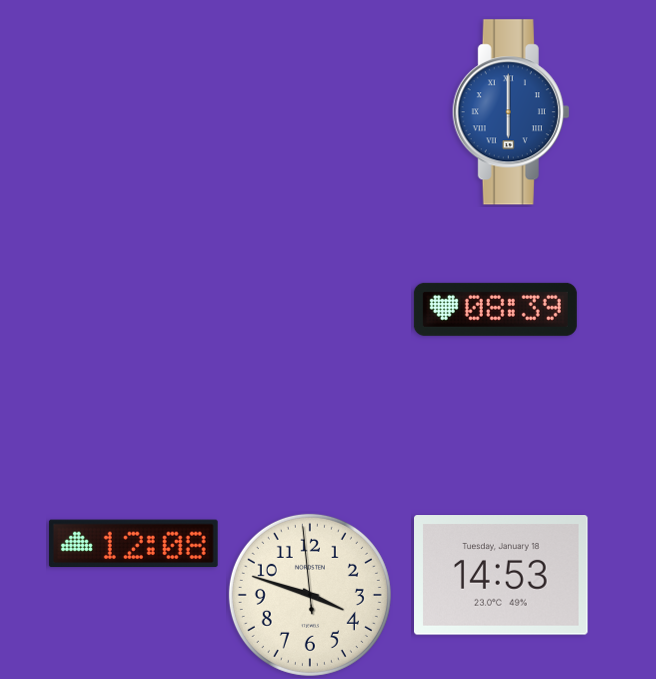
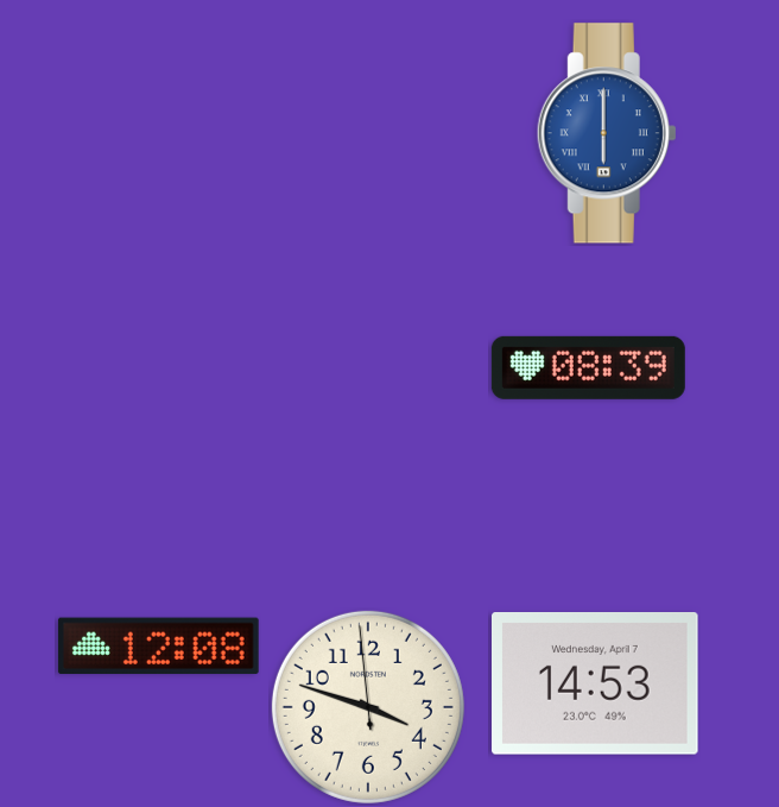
clock at (502, 576) date: Tuesday, January 18 -> Wednesday, April 7
